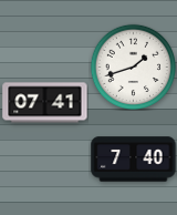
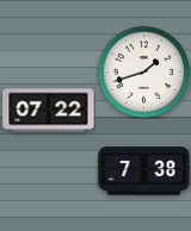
clock at (45, 103): 07:41 -> 07:22
clock at (134, 160): 7:40 -> 7:38
